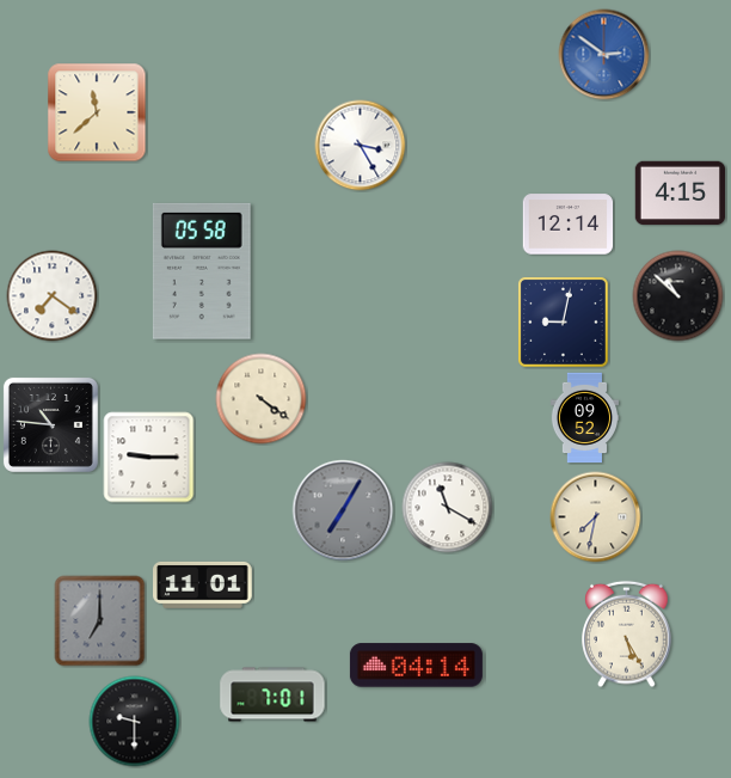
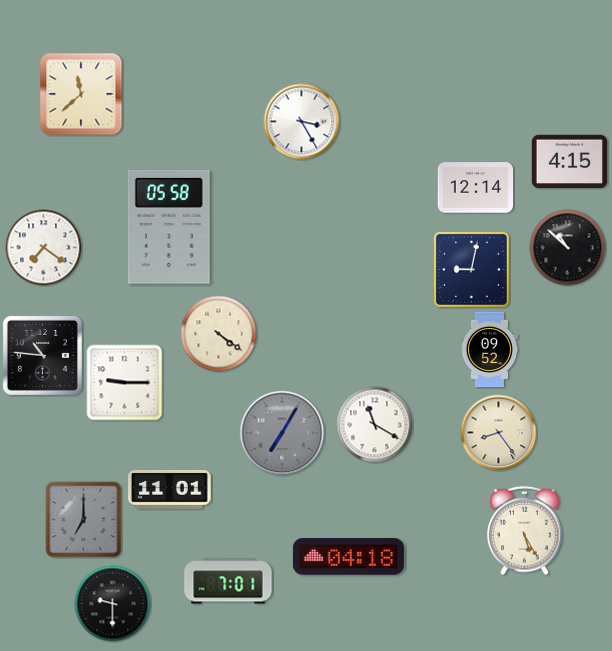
clock at (604, 55): 2:51 -> none
clock at (343, 510) position: (343, 510) -> (282, 433)
clock at (596, 517): 7:32 -> 8:24
clock at (416, 666): 04:14 -> 04:18
